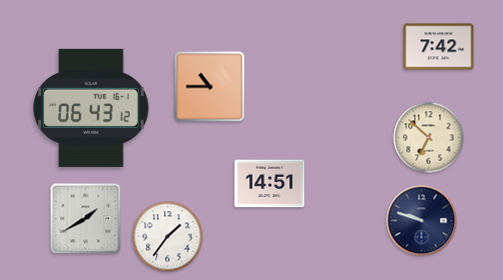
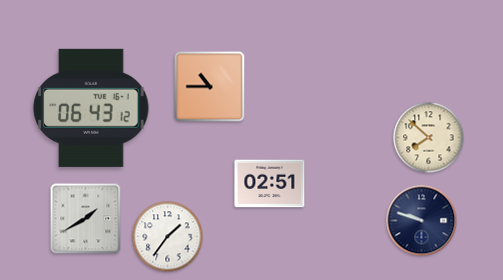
clock at (439, 47): 7:42 -> none
clock at (429, 138): 6:52 -> 7:52
clock at (270, 184): 14:51 -> 02:51
